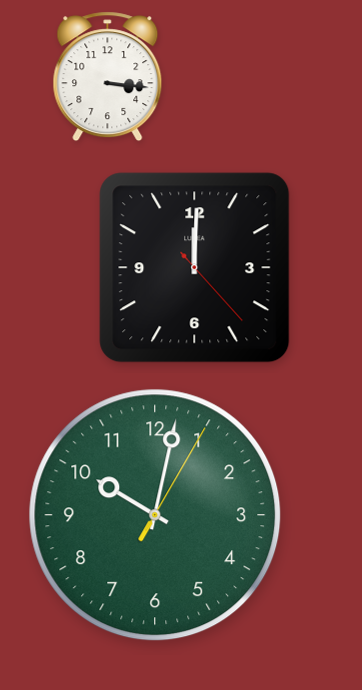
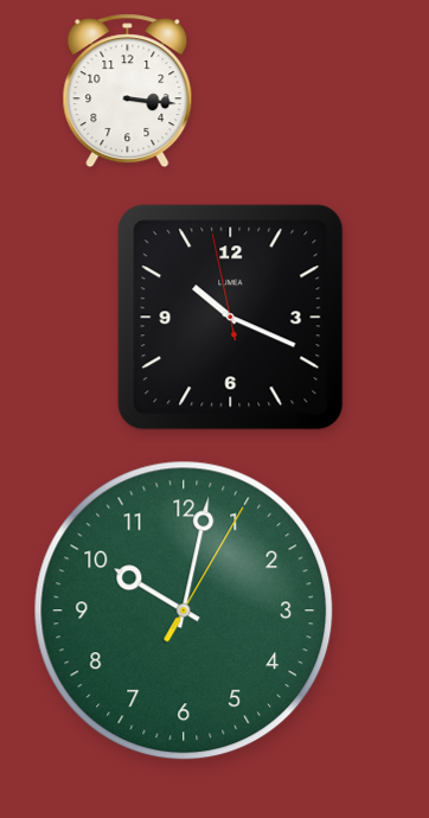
clock at (195, 268): 12:00 -> 10:18
